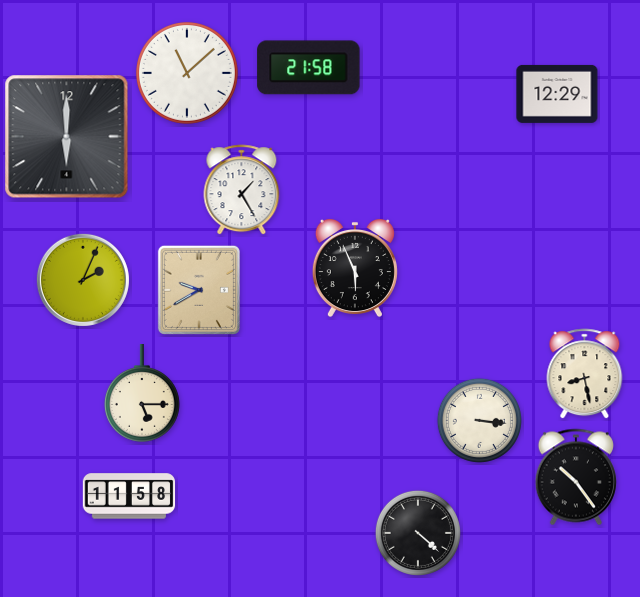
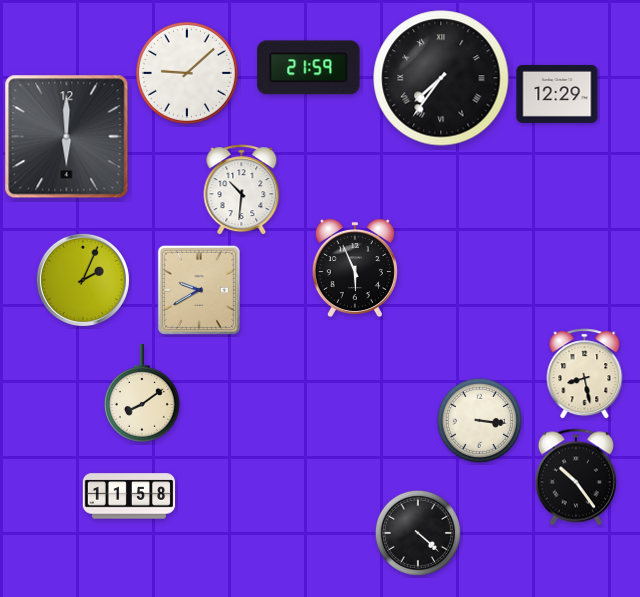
clock at (309, 68): 21:58 -> 21:59
clock at (187, 73): 11:08 -> 9:08
clock at (441, 78): none -> 7:36
clock at (242, 190): 1:25 -> 10:31
clock at (142, 394): 5:15 -> 8:09
